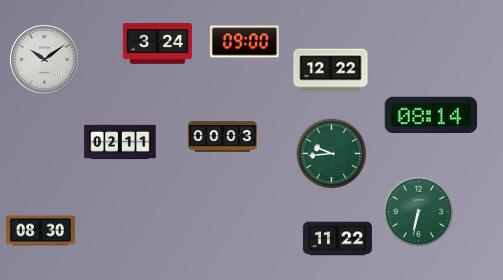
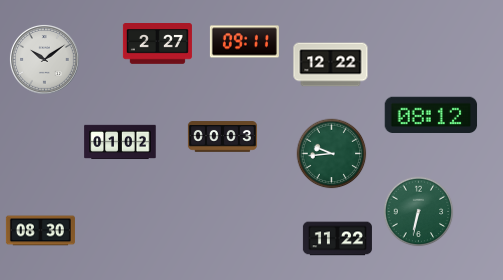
clock at (244, 42): 09:00 -> 09:11
clock at (157, 44): 3:24 -> 2:27
clock at (331, 71) position: (331, 71) -> (331, 65)
clock at (431, 115): 08:14 -> 08:12
clock at (120, 142): 02:11 -> 01:02
